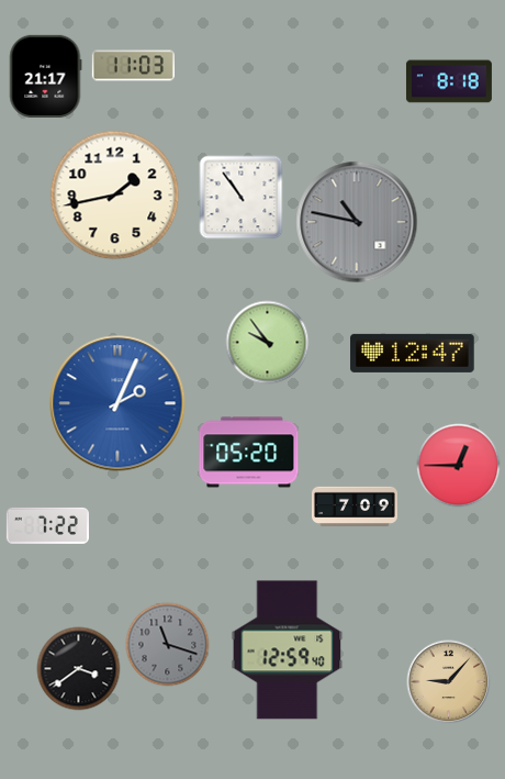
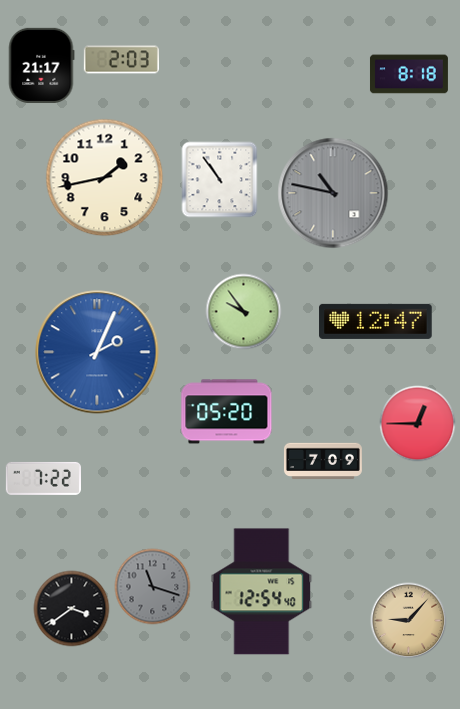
clock at (133, 66): 11:03 -> 2:03
clock at (45, 76) position: (45, 76) -> (41, 65)
clock at (357, 222) position: (357, 222) -> (333, 193)
clock at (117, 403) position: (117, 403) -> (97, 352)
clock at (288, 650): 12:59 -> 12:54
